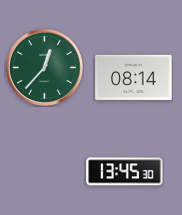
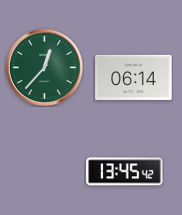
clock at (134, 77): 08:14 -> 06:14
clock at (125, 172): 13:45:30 -> 13:45:42
